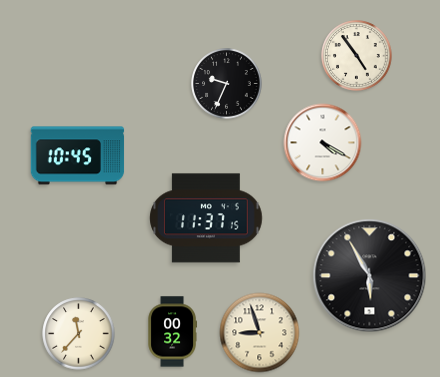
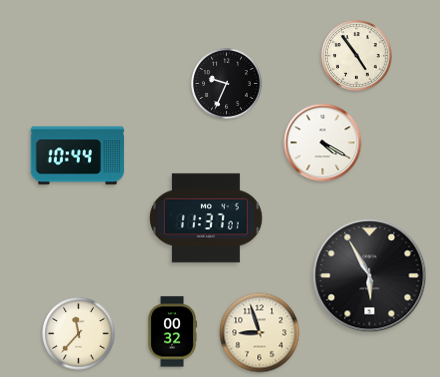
clock at (78, 156): 10:45 -> 10:44
clock at (206, 218): 11:37:15 -> 11:37:01
